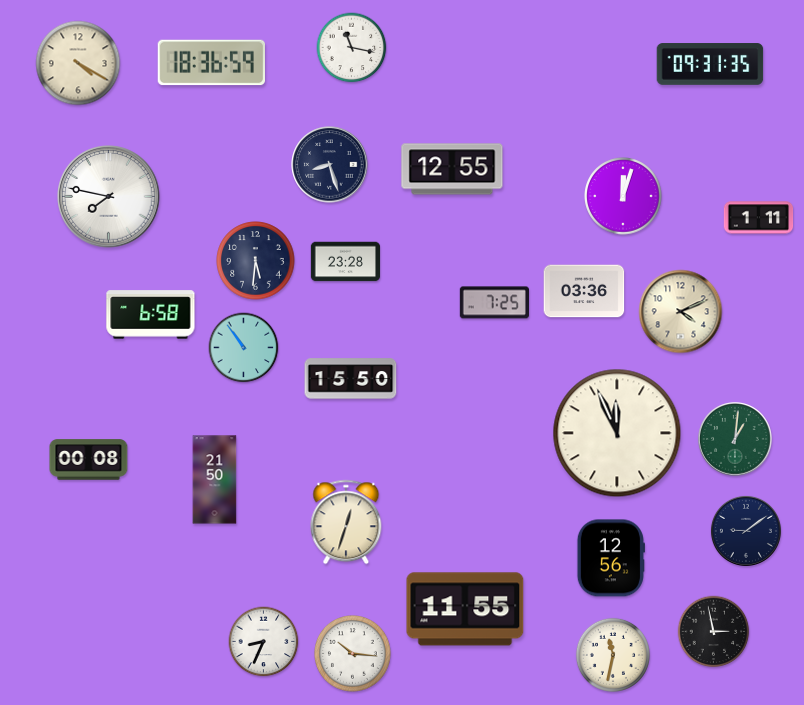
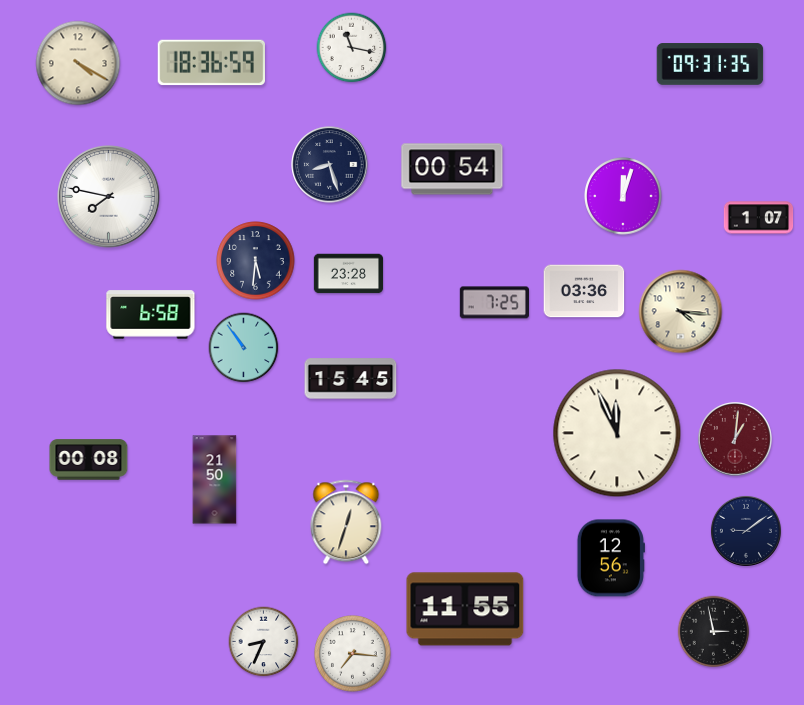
clock at (452, 169): 12:55 -> 00:54
clock at (759, 218): 1:11 -> 1:07
clock at (346, 262) position: (346, 262) -> (349, 274)
clock at (681, 312): 4:11 -> 4:16
clock at (351, 379): 15:50 -> 15:45
clock at (735, 439) dial: green -> burgundy
clock at (353, 654): 10:16 -> 7:16
clock at (613, 655): 11:32 -> none
